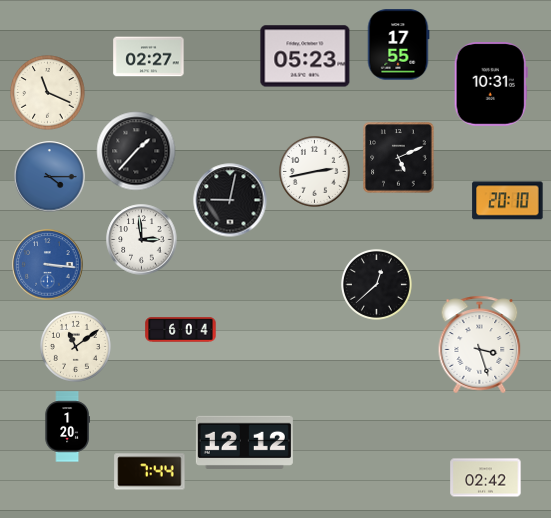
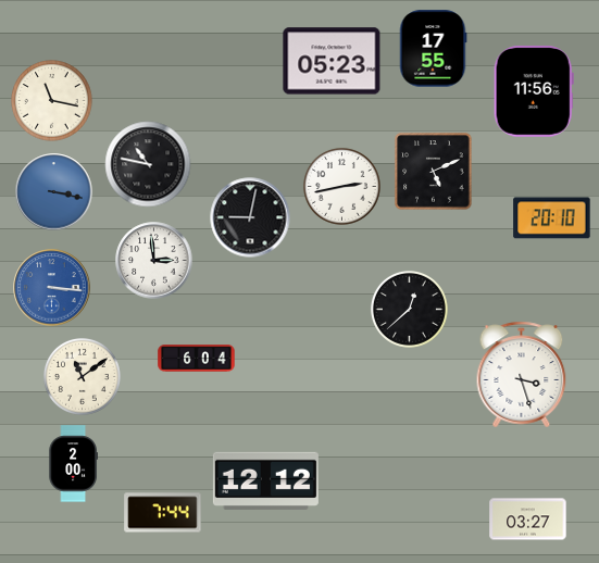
clock at (149, 57): 02:27 -> none
clock at (491, 85): 10:31 -> 11:56
clock at (48, 93): 11:19 -> 11:17
clock at (136, 151): 1:37 -> 10:47
clock at (50, 177): 4:15 -> 3:17
clock at (67, 427): 1:20 -> 2:00
clock at (486, 478): 02:42 -> 03:27
